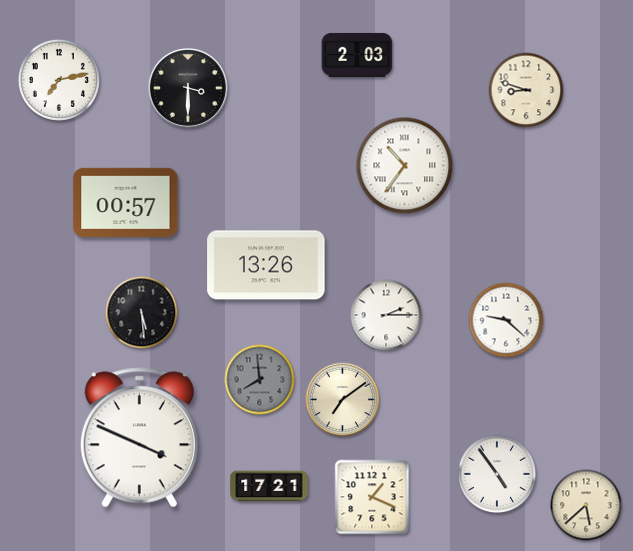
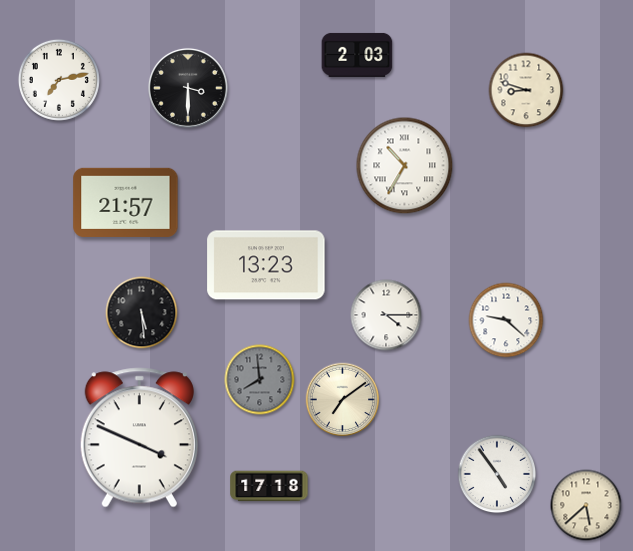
clock at (405, 166): 10:36 -> 10:35
clock at (126, 202): 00:57 -> 21:57
clock at (266, 265): 13:26 -> 13:23
clock at (386, 315): 2:15 -> 4:15
clock at (269, 486): 17:21 -> 17:18
clock at (372, 497): 1:19 -> none
